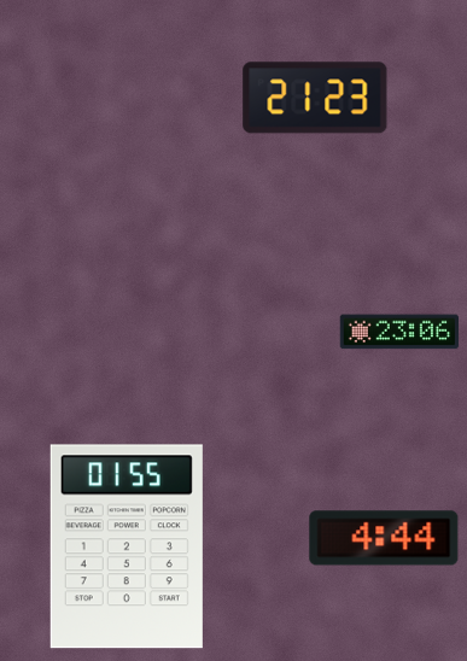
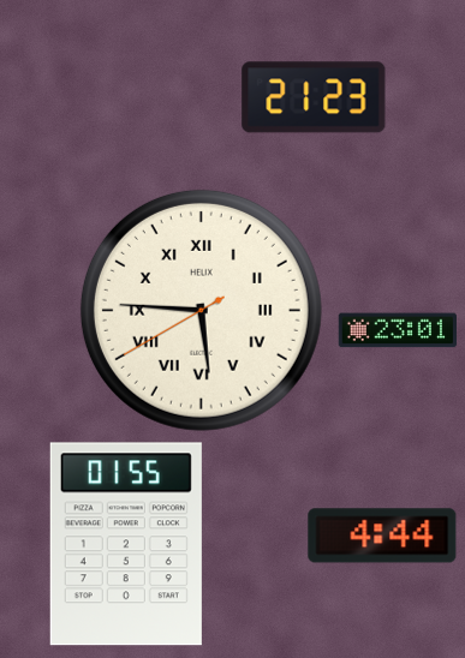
clock at (201, 310): none -> 5:45
clock at (398, 332): 23:06 -> 23:01
